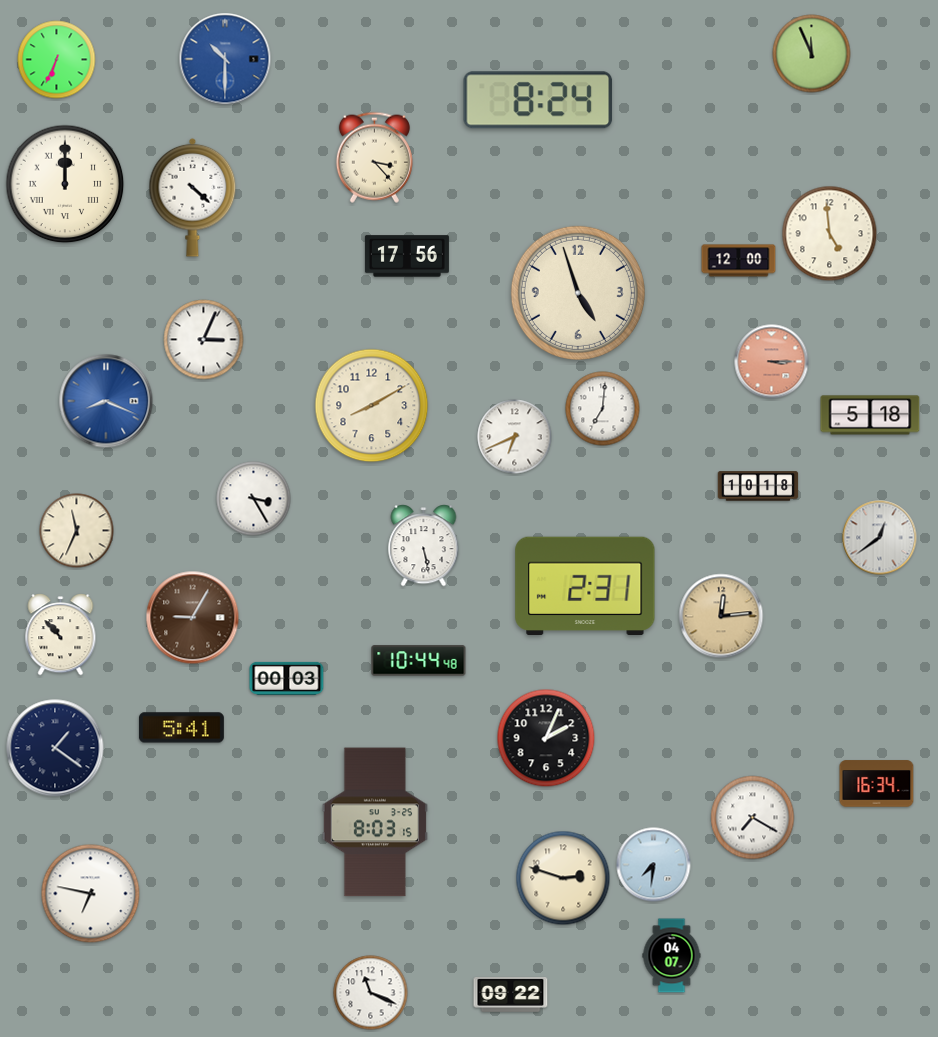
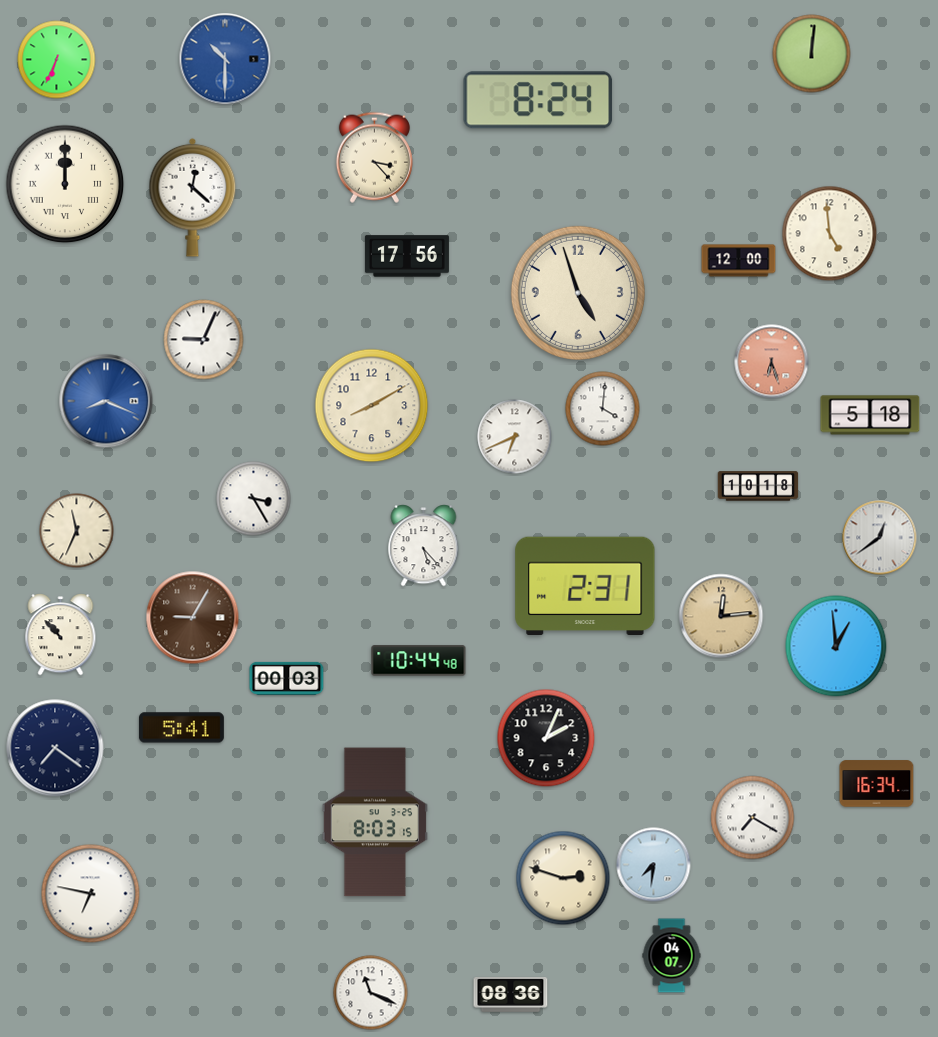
clock at (812, 54): 11:56 -> 12:01
clock at (193, 197): 4:22 -> 12:22
clock at (204, 340): 3:04 -> 9:04
clock at (772, 362): 3:15 -> 6:27
clock at (603, 409): 7:01 -> 4:01
clock at (424, 546): 5:28 -> 5:23
clock at (836, 646): none -> 12:59
clock at (55, 748): 1:21 -> 7:21
clock at (511, 995): 09:22 -> 08:36
